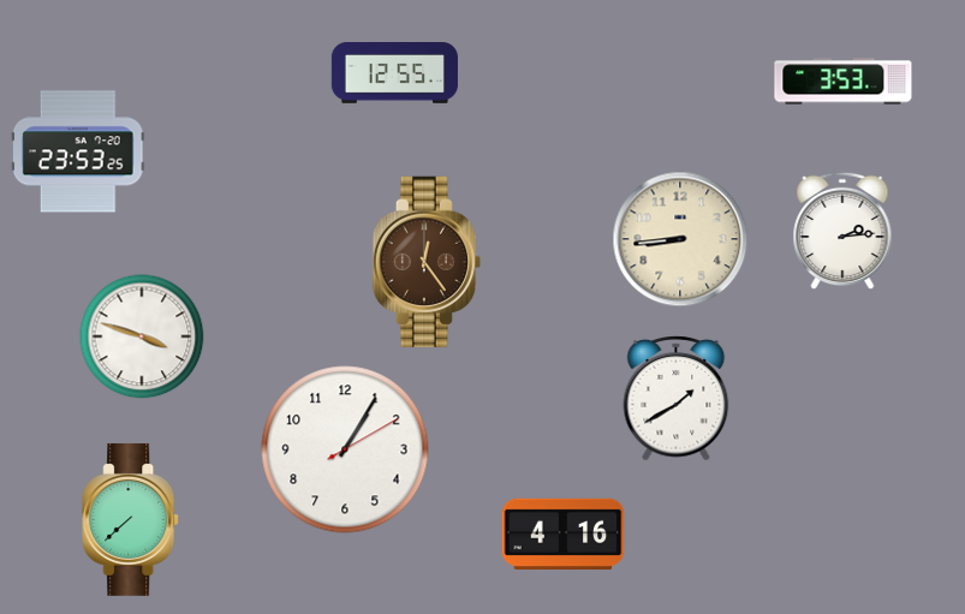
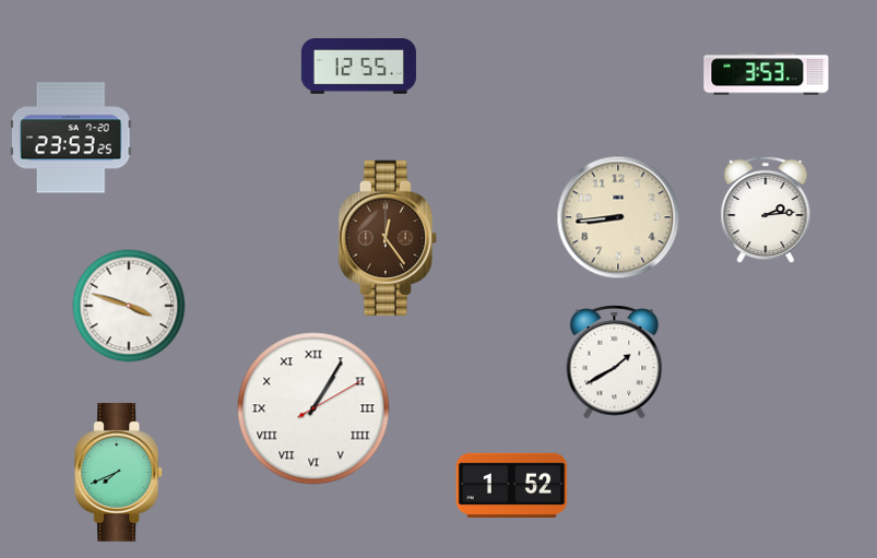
clock at (345, 449) numerals: Arabic -> Roman
clock at (131, 519): 7:38 -> 7:41
clock at (564, 533): 4:16 -> 1:52
